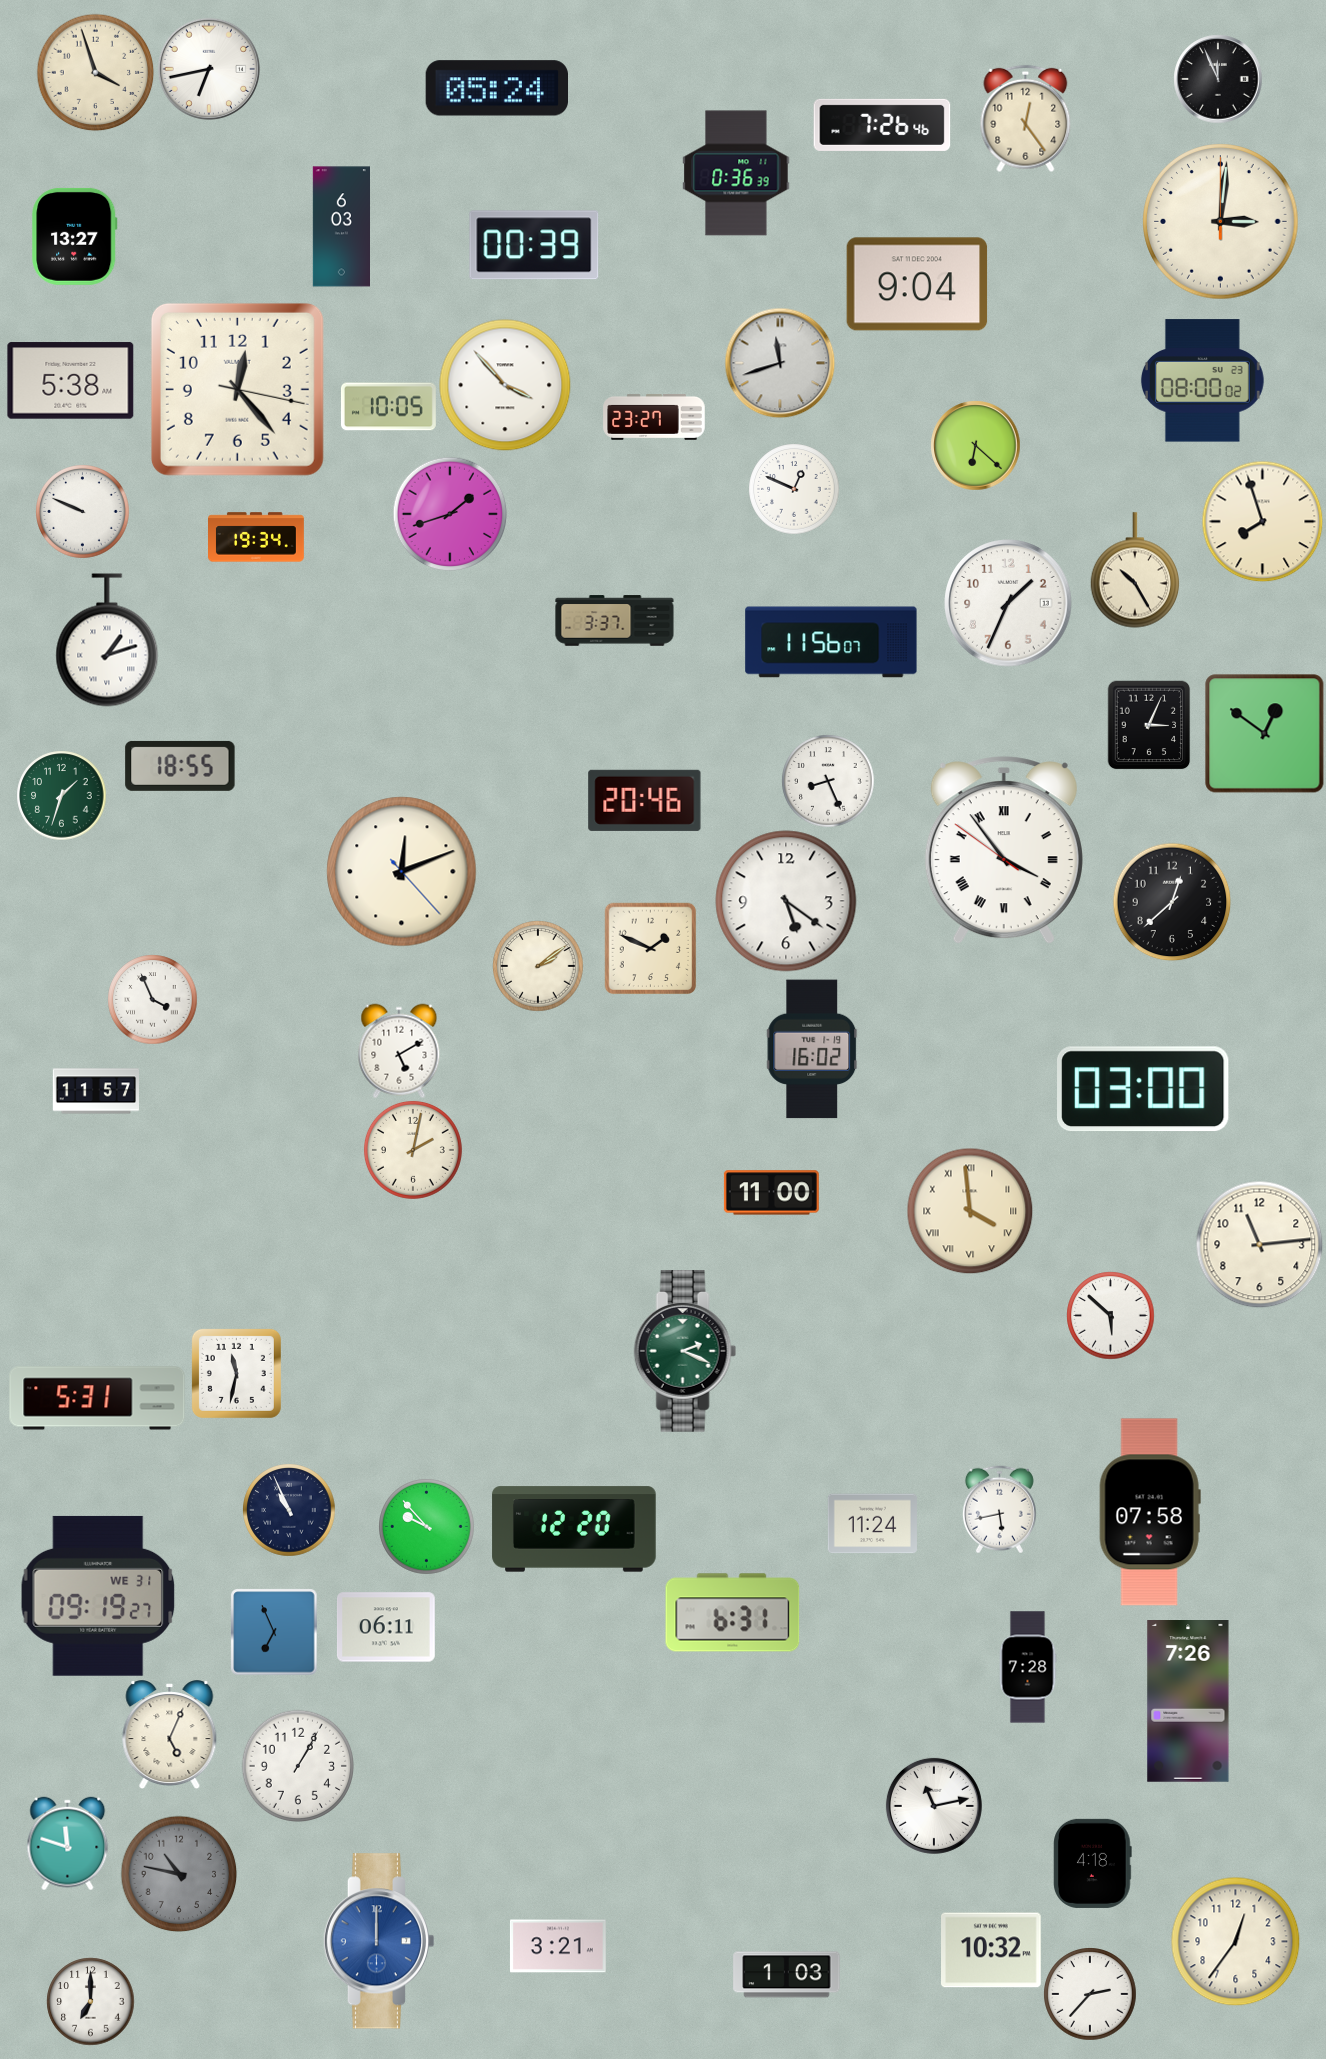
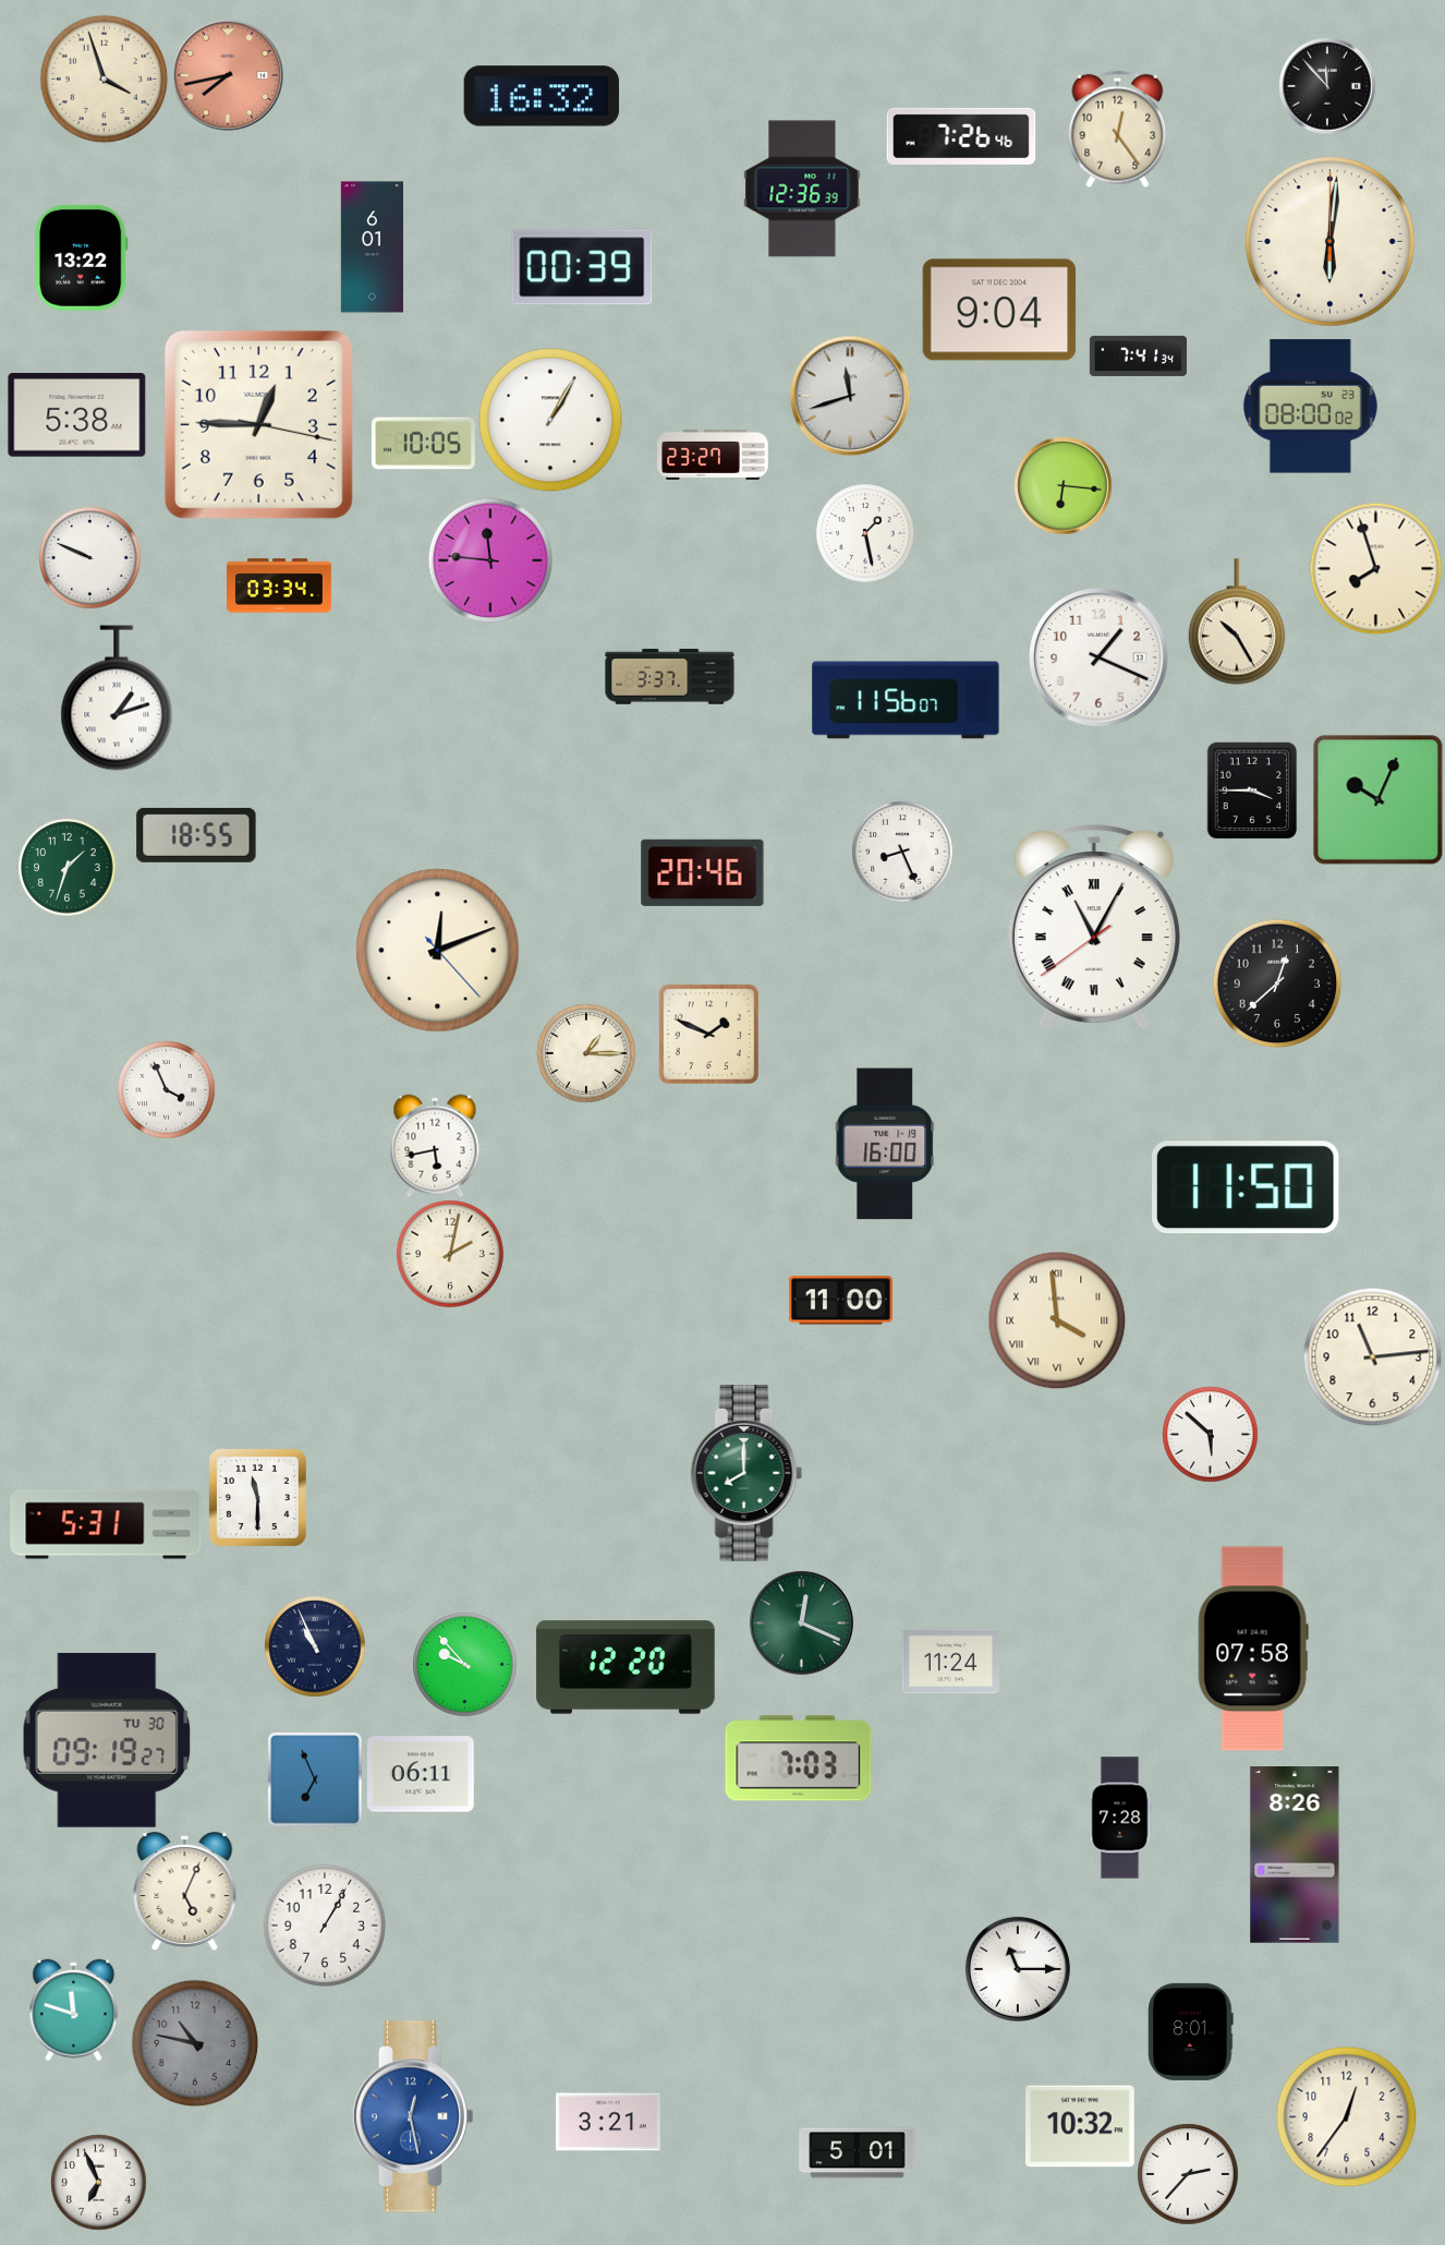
clock at (209, 69): 6:43 -> 7:43
clock at (209, 69) dial: white -> salmon
clock at (1218, 79): 11:56 -> 11:53
clock at (496, 88): 05:24 -> 16:32
clock at (736, 173): 0:36 -> 12:36
clock at (1221, 222): 3:01 -> 6:01
clock at (341, 227): 6:03 -> 6:01
clock at (75, 236): 13:27 -> 13:22
clock at (1138, 355): none -> 7:41
clock at (1202, 381) position: (1202, 381) -> (1310, 407)
clock at (505, 385): 3:53 -> 1:05
clock at (237, 389): 12:23 -> 12:45
clock at (975, 445): 6:22 -> 6:16
clock at (794, 489): 12:49 -> 1:28
clock at (450, 514): 1:42 -> 11:46
clock at (257, 537): 19:34 -> 03:34
clock at (1008, 603): 1:34 -> 1:19
clock at (1149, 725): 3:04 -> 3:45
clock at (1265, 734): 12:51 -> 10:04
clock at (1004, 851): 3:53 -> 11:04
clock at (786, 901): 5:21 -> none
clock at (538, 966): 2:09 -> 1:15
clock at (812, 1049): 16:02 -> 16:00
clock at (399, 1051): 5:10 -> 5:43
clock at (1143, 1089): 03:00 -> 11:50
clock at (95, 1091): 11:57 -> none
clock at (685, 1352): 2:19 -> 8:00
clock at (236, 1373): 11:32 -> 11:30
clock at (801, 1622): none -> 12:19
clock at (999, 1509): 5:43 -> none
clock at (98, 1596) date: WE 31 -> TU 30
clock at (733, 1613): 6:31 -> 7:03
clock at (274, 1632) position: (274, 1632) -> (315, 1779)
clock at (1188, 1702): 7:26 -> 8:26
clock at (934, 1806): 11:13 -> 11:15
clock at (1093, 1863): 4:18 -> 8:01
clock at (379, 1941): 12:00 -> 12:28
clock at (787, 1975): 1:03 -> 5:01
clock at (90, 2001): 7:00 -> 6:56
